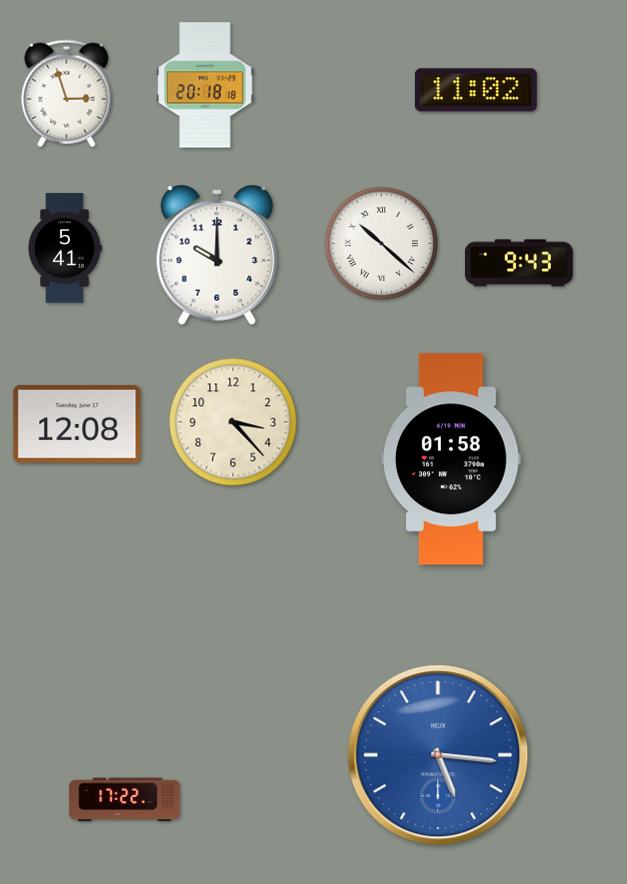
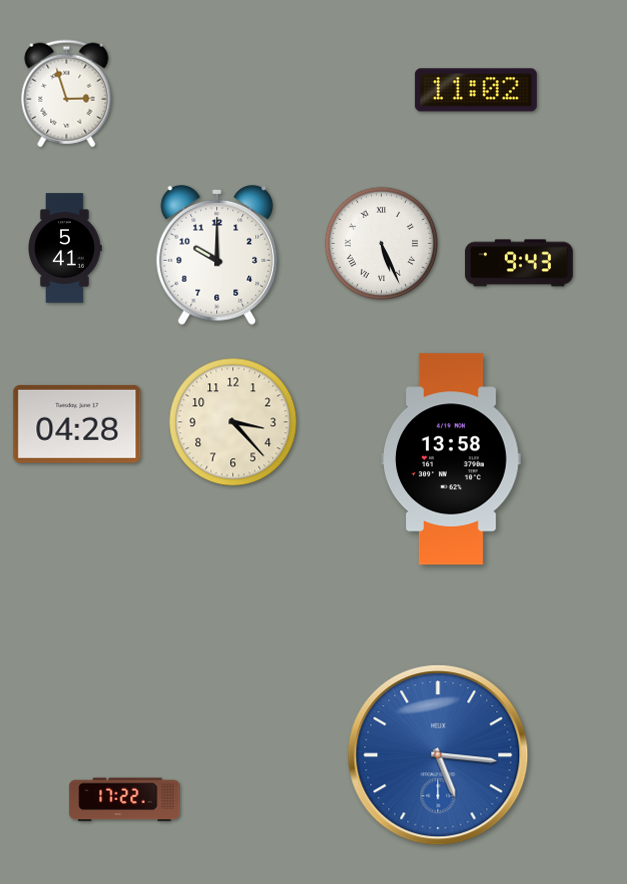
clock at (205, 85): 20:18 -> none
clock at (381, 243): 10:22 -> 5:26
clock at (77, 424): 12:08 -> 04:28
clock at (452, 459): 01:58 -> 13:58
